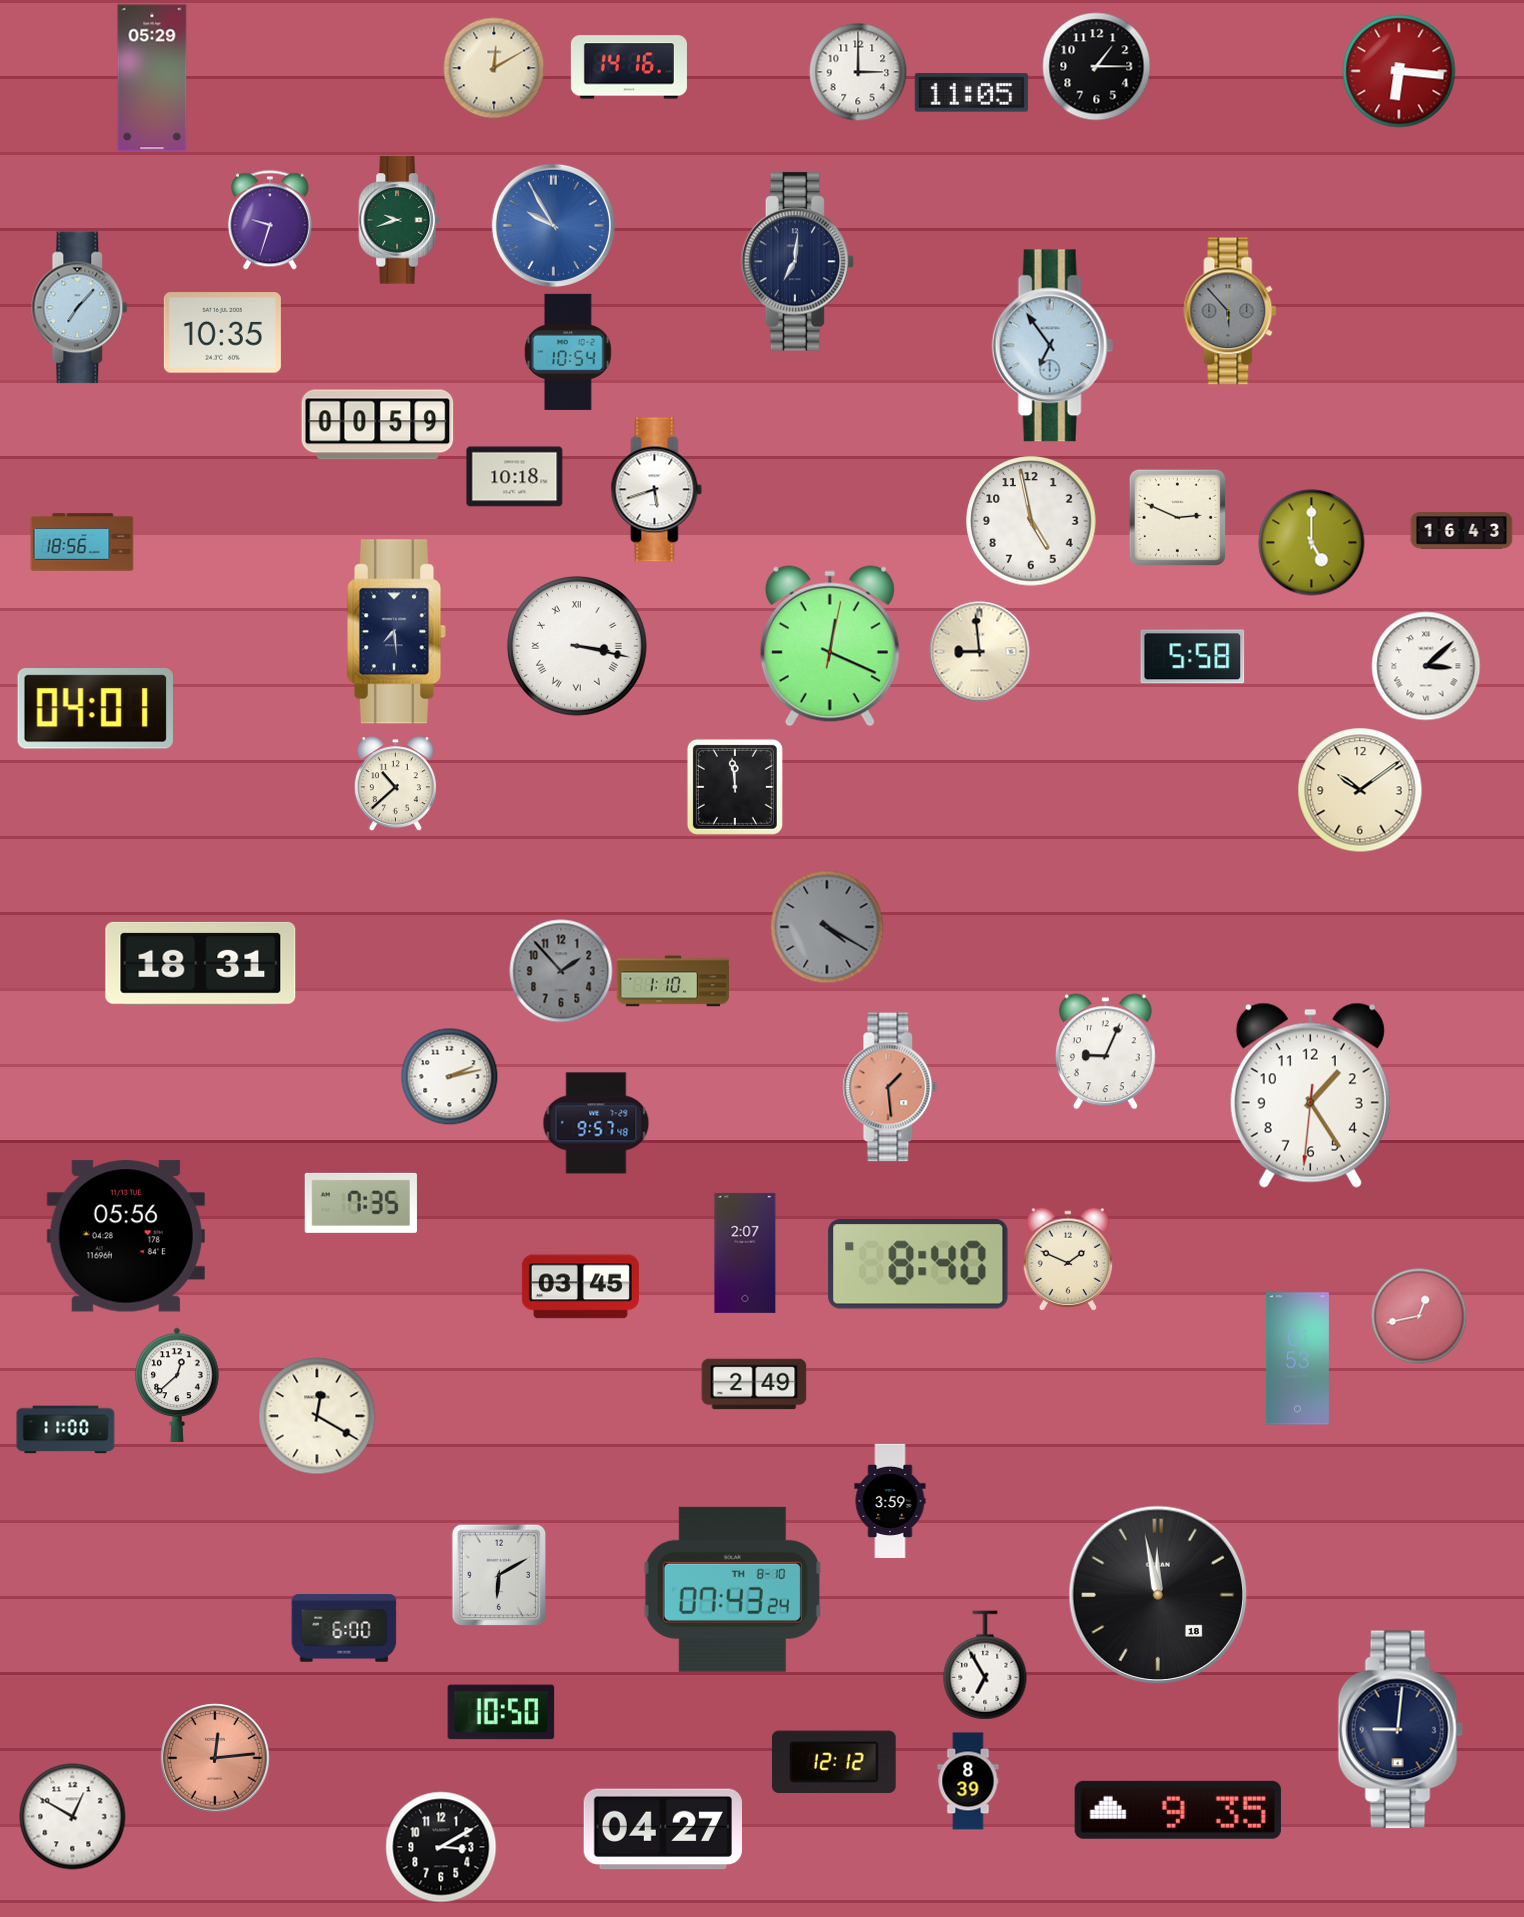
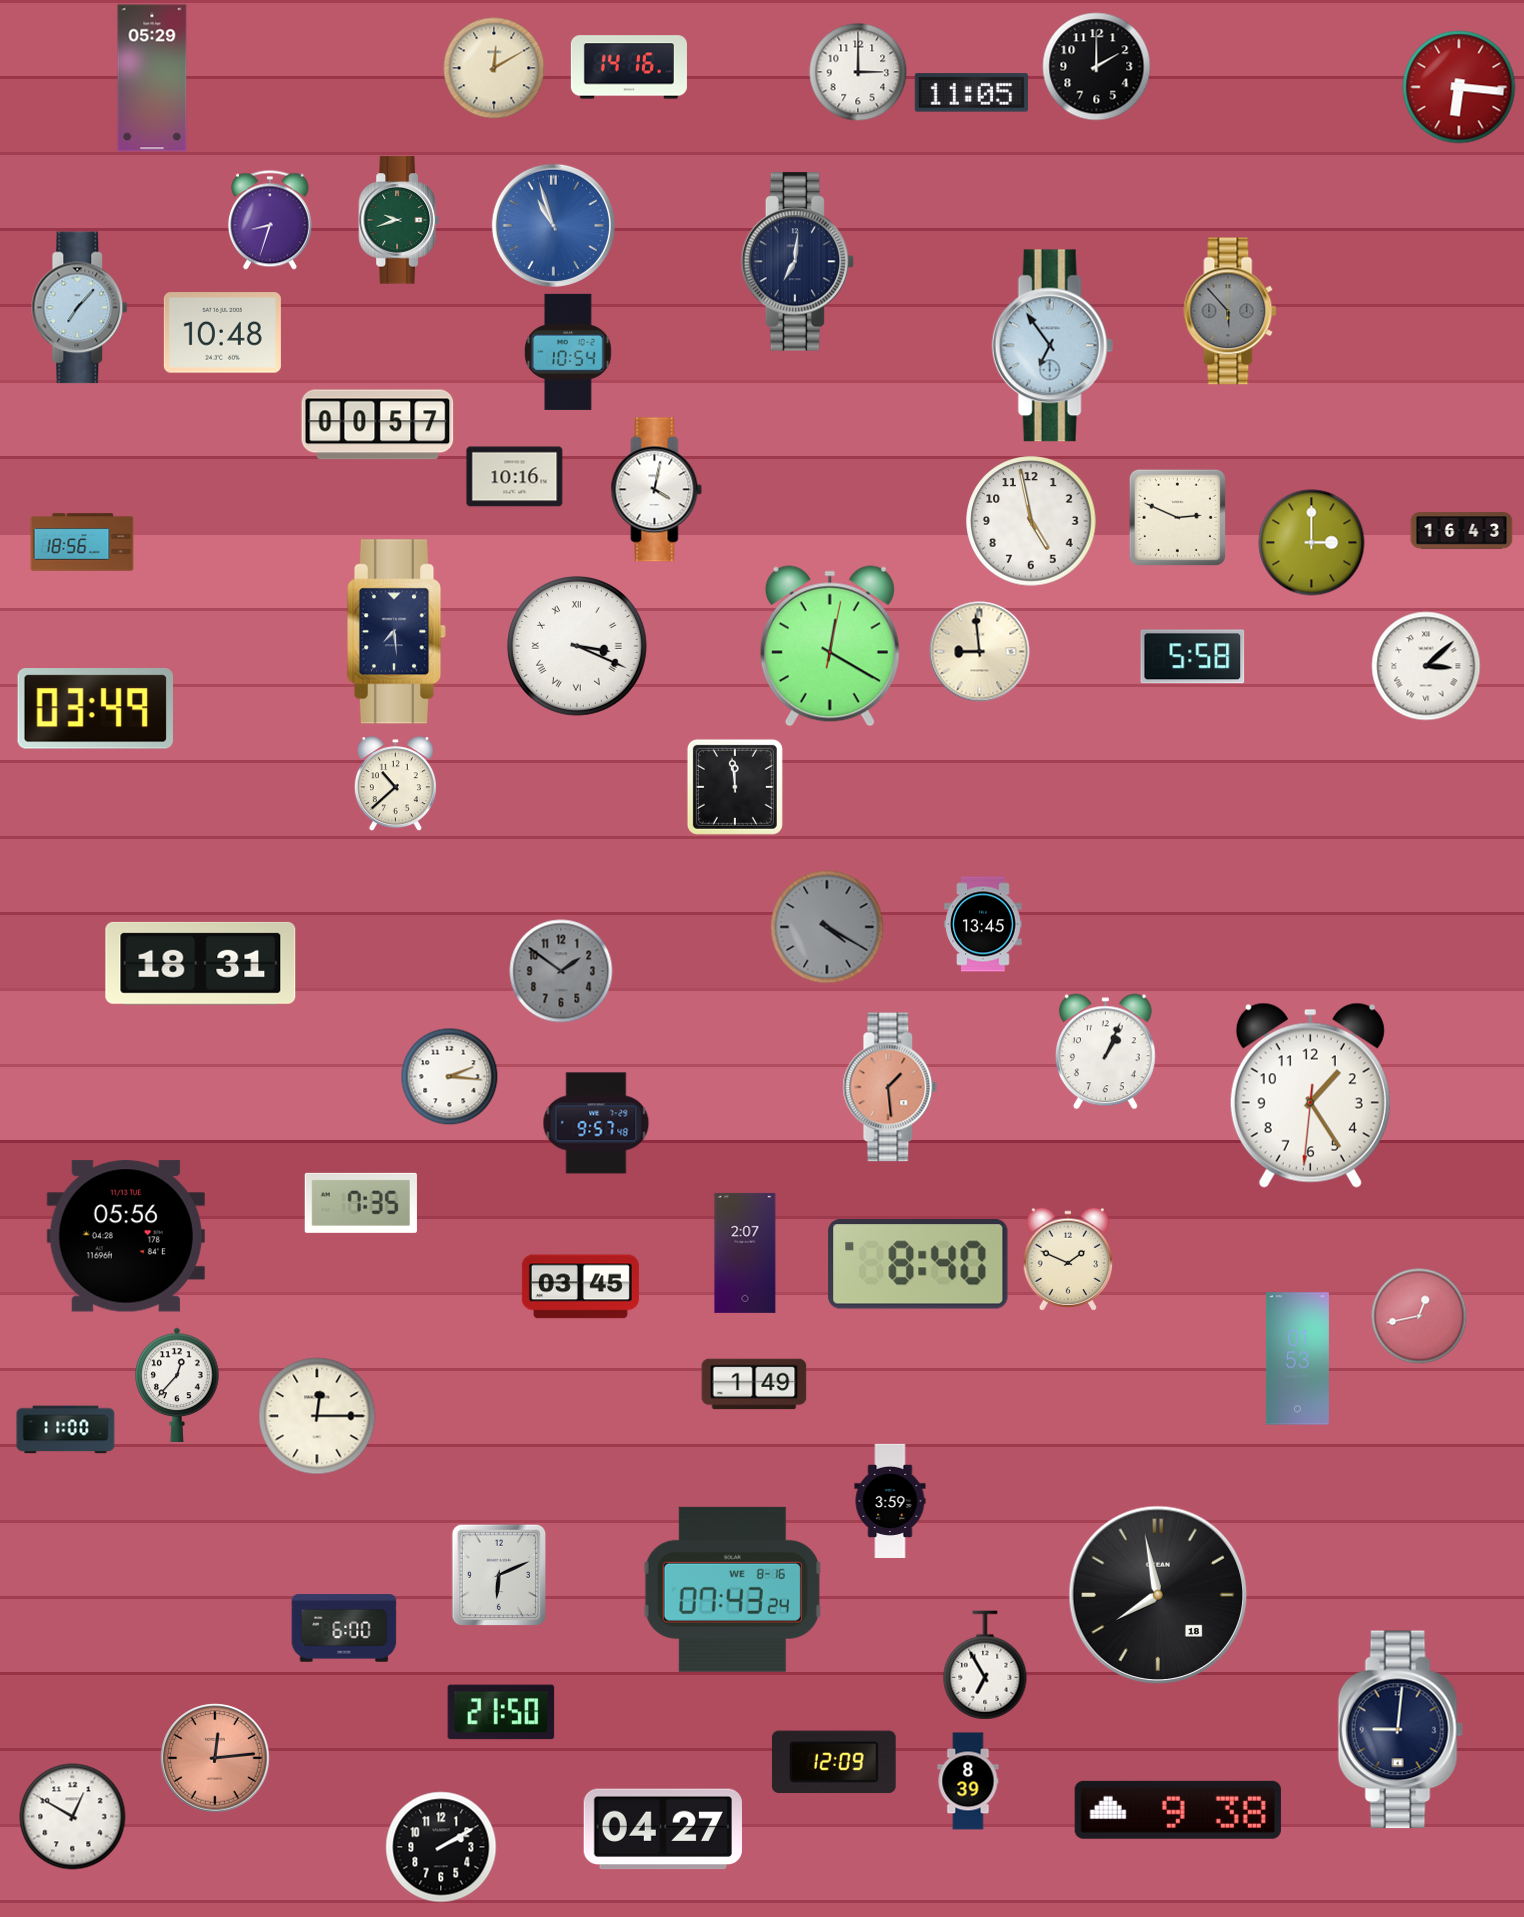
clock at (1097, 67): 1:15 -> 2:00
clock at (1399, 71) position: (1399, 71) -> (1459, 87)
clock at (270, 220): 9:33 -> 8:33
clock at (553, 225): 9:55 -> 10:57
clock at (222, 333): 10:35 -> 10:48
clock at (378, 425): 00:59 -> 00:57
clock at (515, 477): 10:18 -> 10:16
clock at (657, 490): 5:42 -> 4:02
clock at (1312, 543): 5:00 -> 3:00
clock at (577, 646): 3:17 -> 3:19
clock at (830, 646): 12:19 -> 12:20
clock at (95, 709): 04:01 -> 03:49
clock at (1360, 790): 10:09 -> none
clock at (983, 924): none -> 13:45
clock at (561, 971): 1:53 -> 1:51
clock at (672, 981): 1:10 -> none
clock at (1105, 1052): 9:04 -> 1:04
clock at (449, 1076): 2:13 -> 2:16
clock at (754, 1384): 2:49 -> 1:49
clock at (177, 1385): 12:38 -> 12:37
clock at (317, 1416): 12:20 -> 12:15
clock at (499, 1575): 6:10 -> 6:11
clock at (732, 1589) date: TH 8-10 -> WE 8-16
clock at (1158, 1595): 11:58 -> 7:58
clock at (501, 1712): 10:50 -> 21:50
clock at (834, 1762): 12:12 -> 12:09
clock at (1178, 1810): 9:35 -> 9:38
clock at (441, 1847): 3:10 -> 2:10
